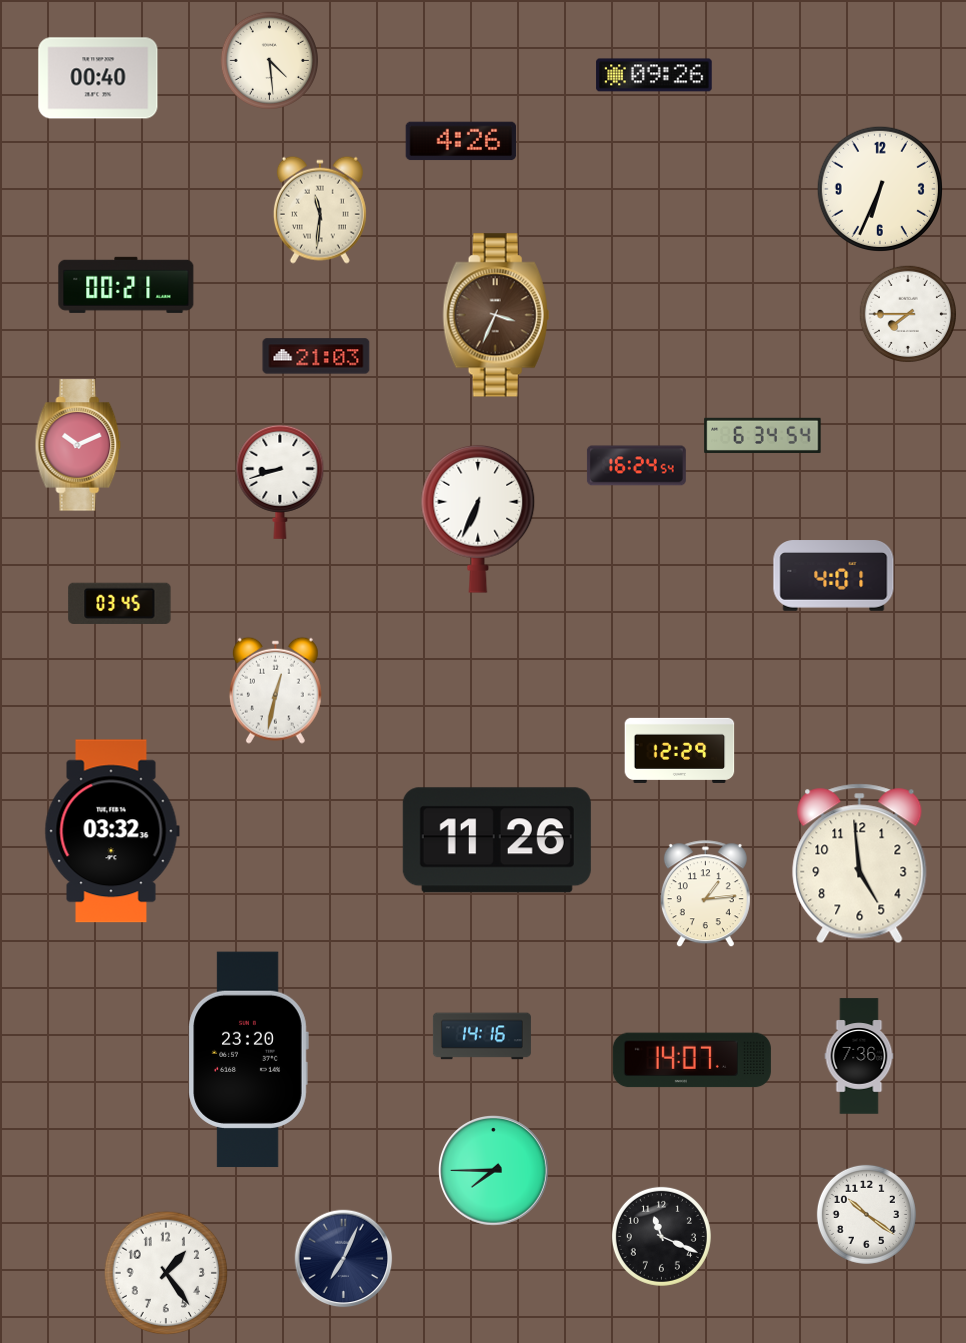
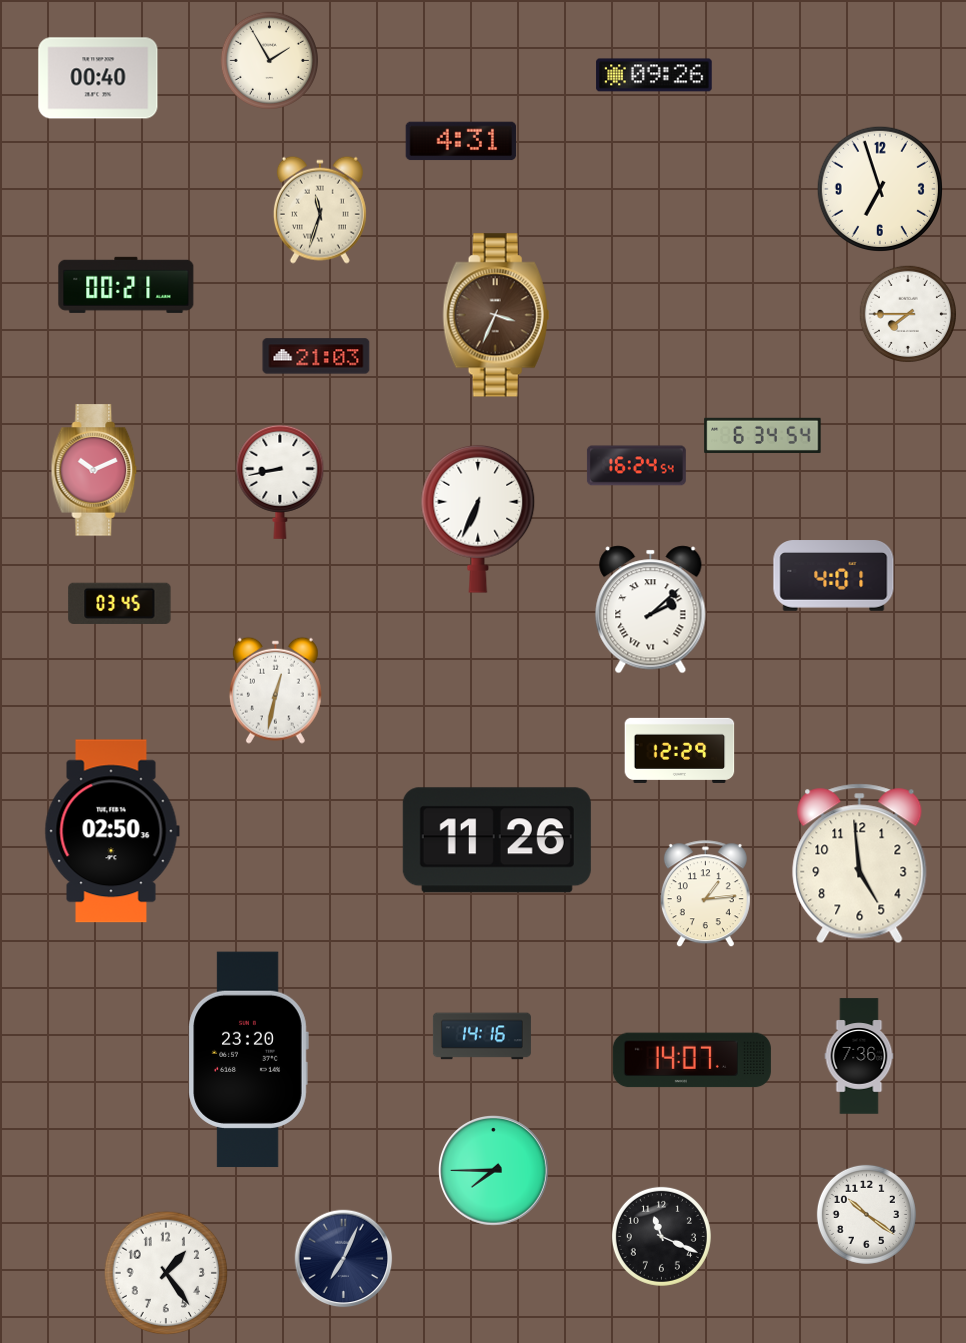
clock at (269, 60): 4:29 -> 1:55
clock at (461, 141): 4:26 -> 4:31
clock at (880, 189): 6:34 -> 6:57
clock at (320, 210): 11:31 -> 11:33
clock at (78, 445) position: (78, 445) -> (94, 470)
clock at (280, 482): 8:42 -> 8:43
clock at (651, 610): none -> 2:08
clock at (112, 831): 03:32 -> 02:50
